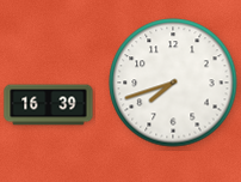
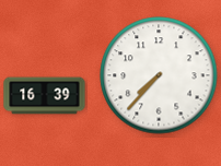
clock at (173, 83): 7:42 -> 7:37
